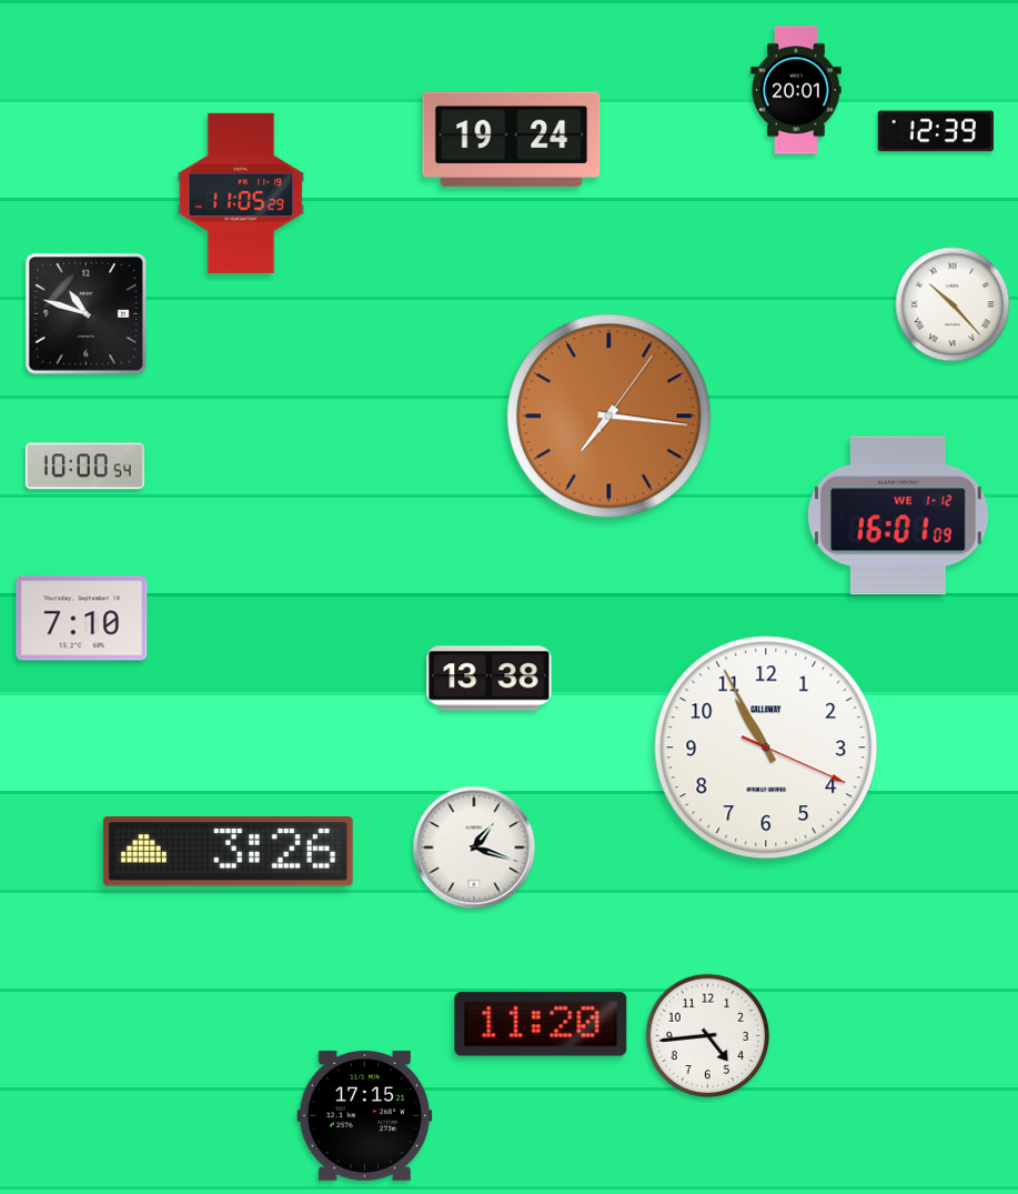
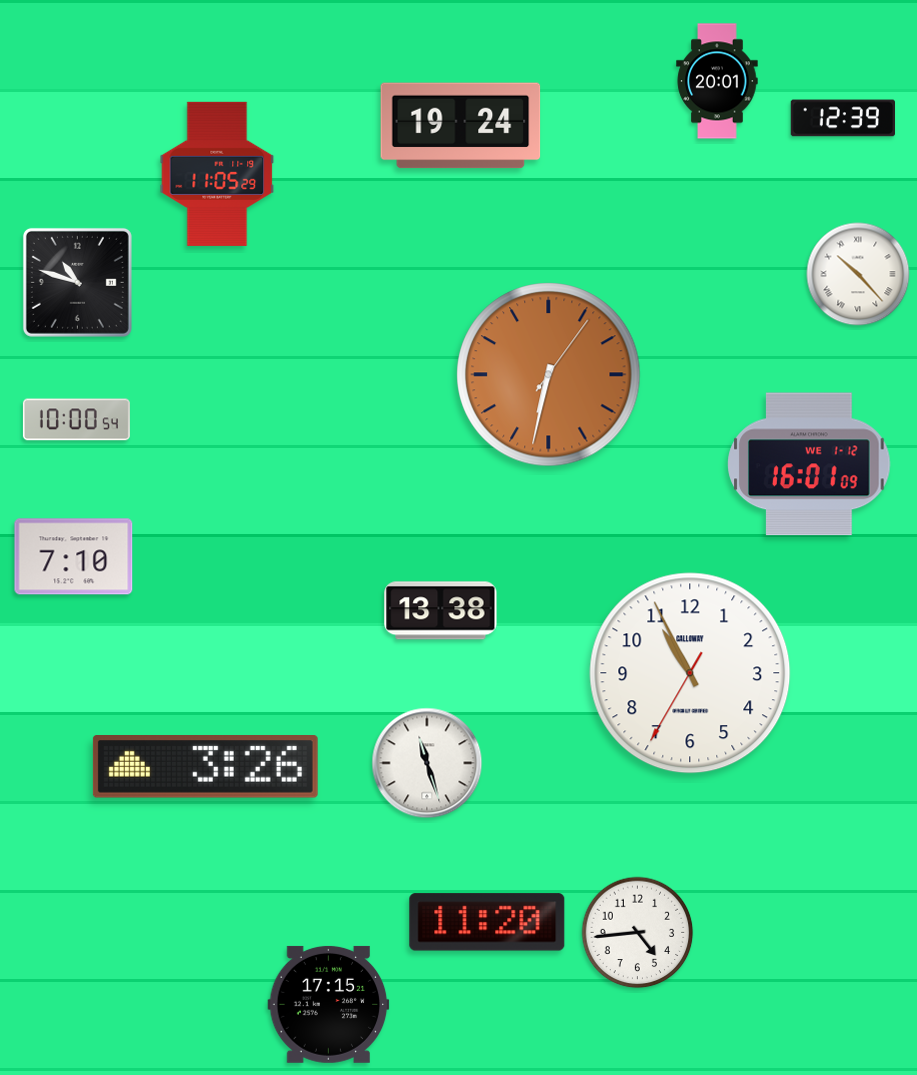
clock at (609, 417): 7:16 -> 6:32
clock at (766, 747): 10:55:19 -> 10:55:35
clock at (474, 847): 1:18 -> 11:27
